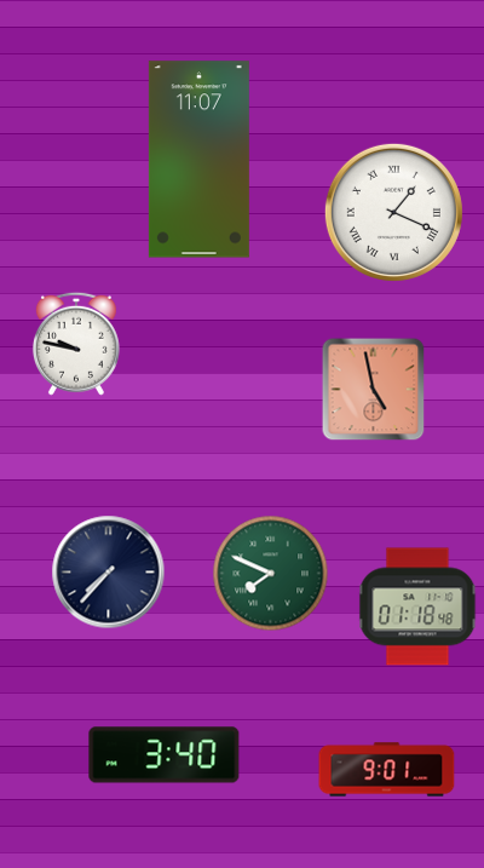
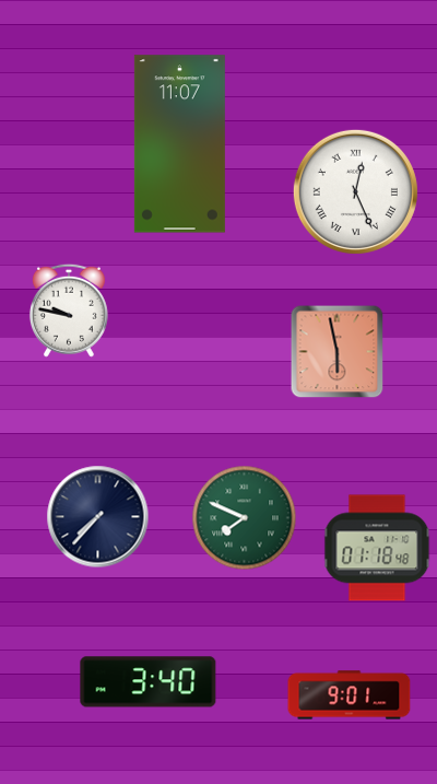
clock at (393, 212): 1:19 -> 12:26
clock at (374, 390): 4:58 -> 5:58
